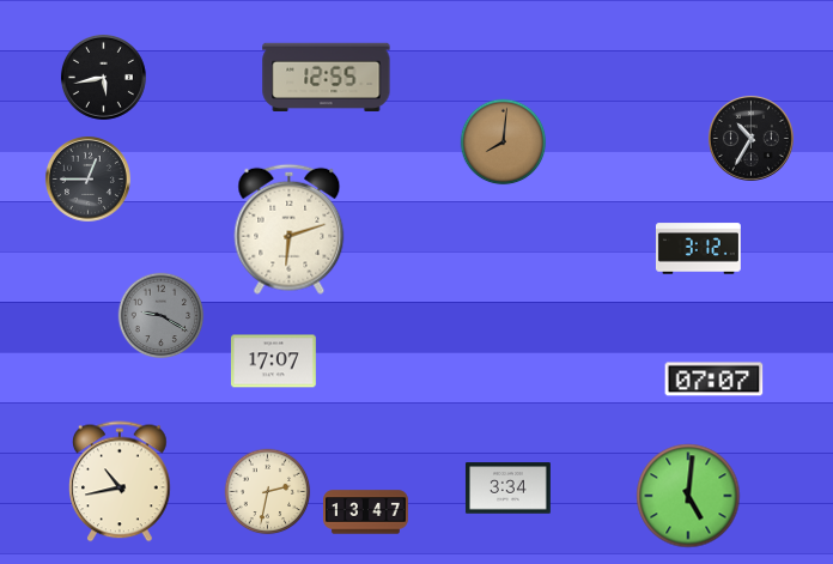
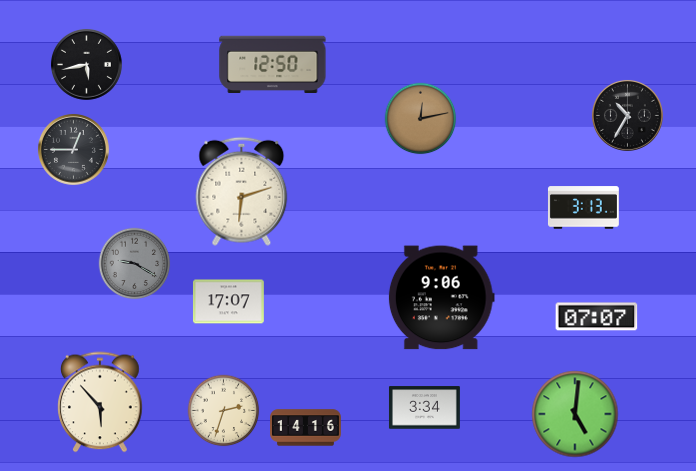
clock at (327, 77): 12:55 -> 12:50
clock at (504, 142): 8:01 -> 12:13
clock at (698, 249): 3:12 -> 3:13
clock at (441, 298): none -> 9:06
clock at (120, 481): 10:43 -> 5:53
clock at (268, 492): 2:32 -> 2:33
clock at (366, 513): 13:47 -> 14:16
